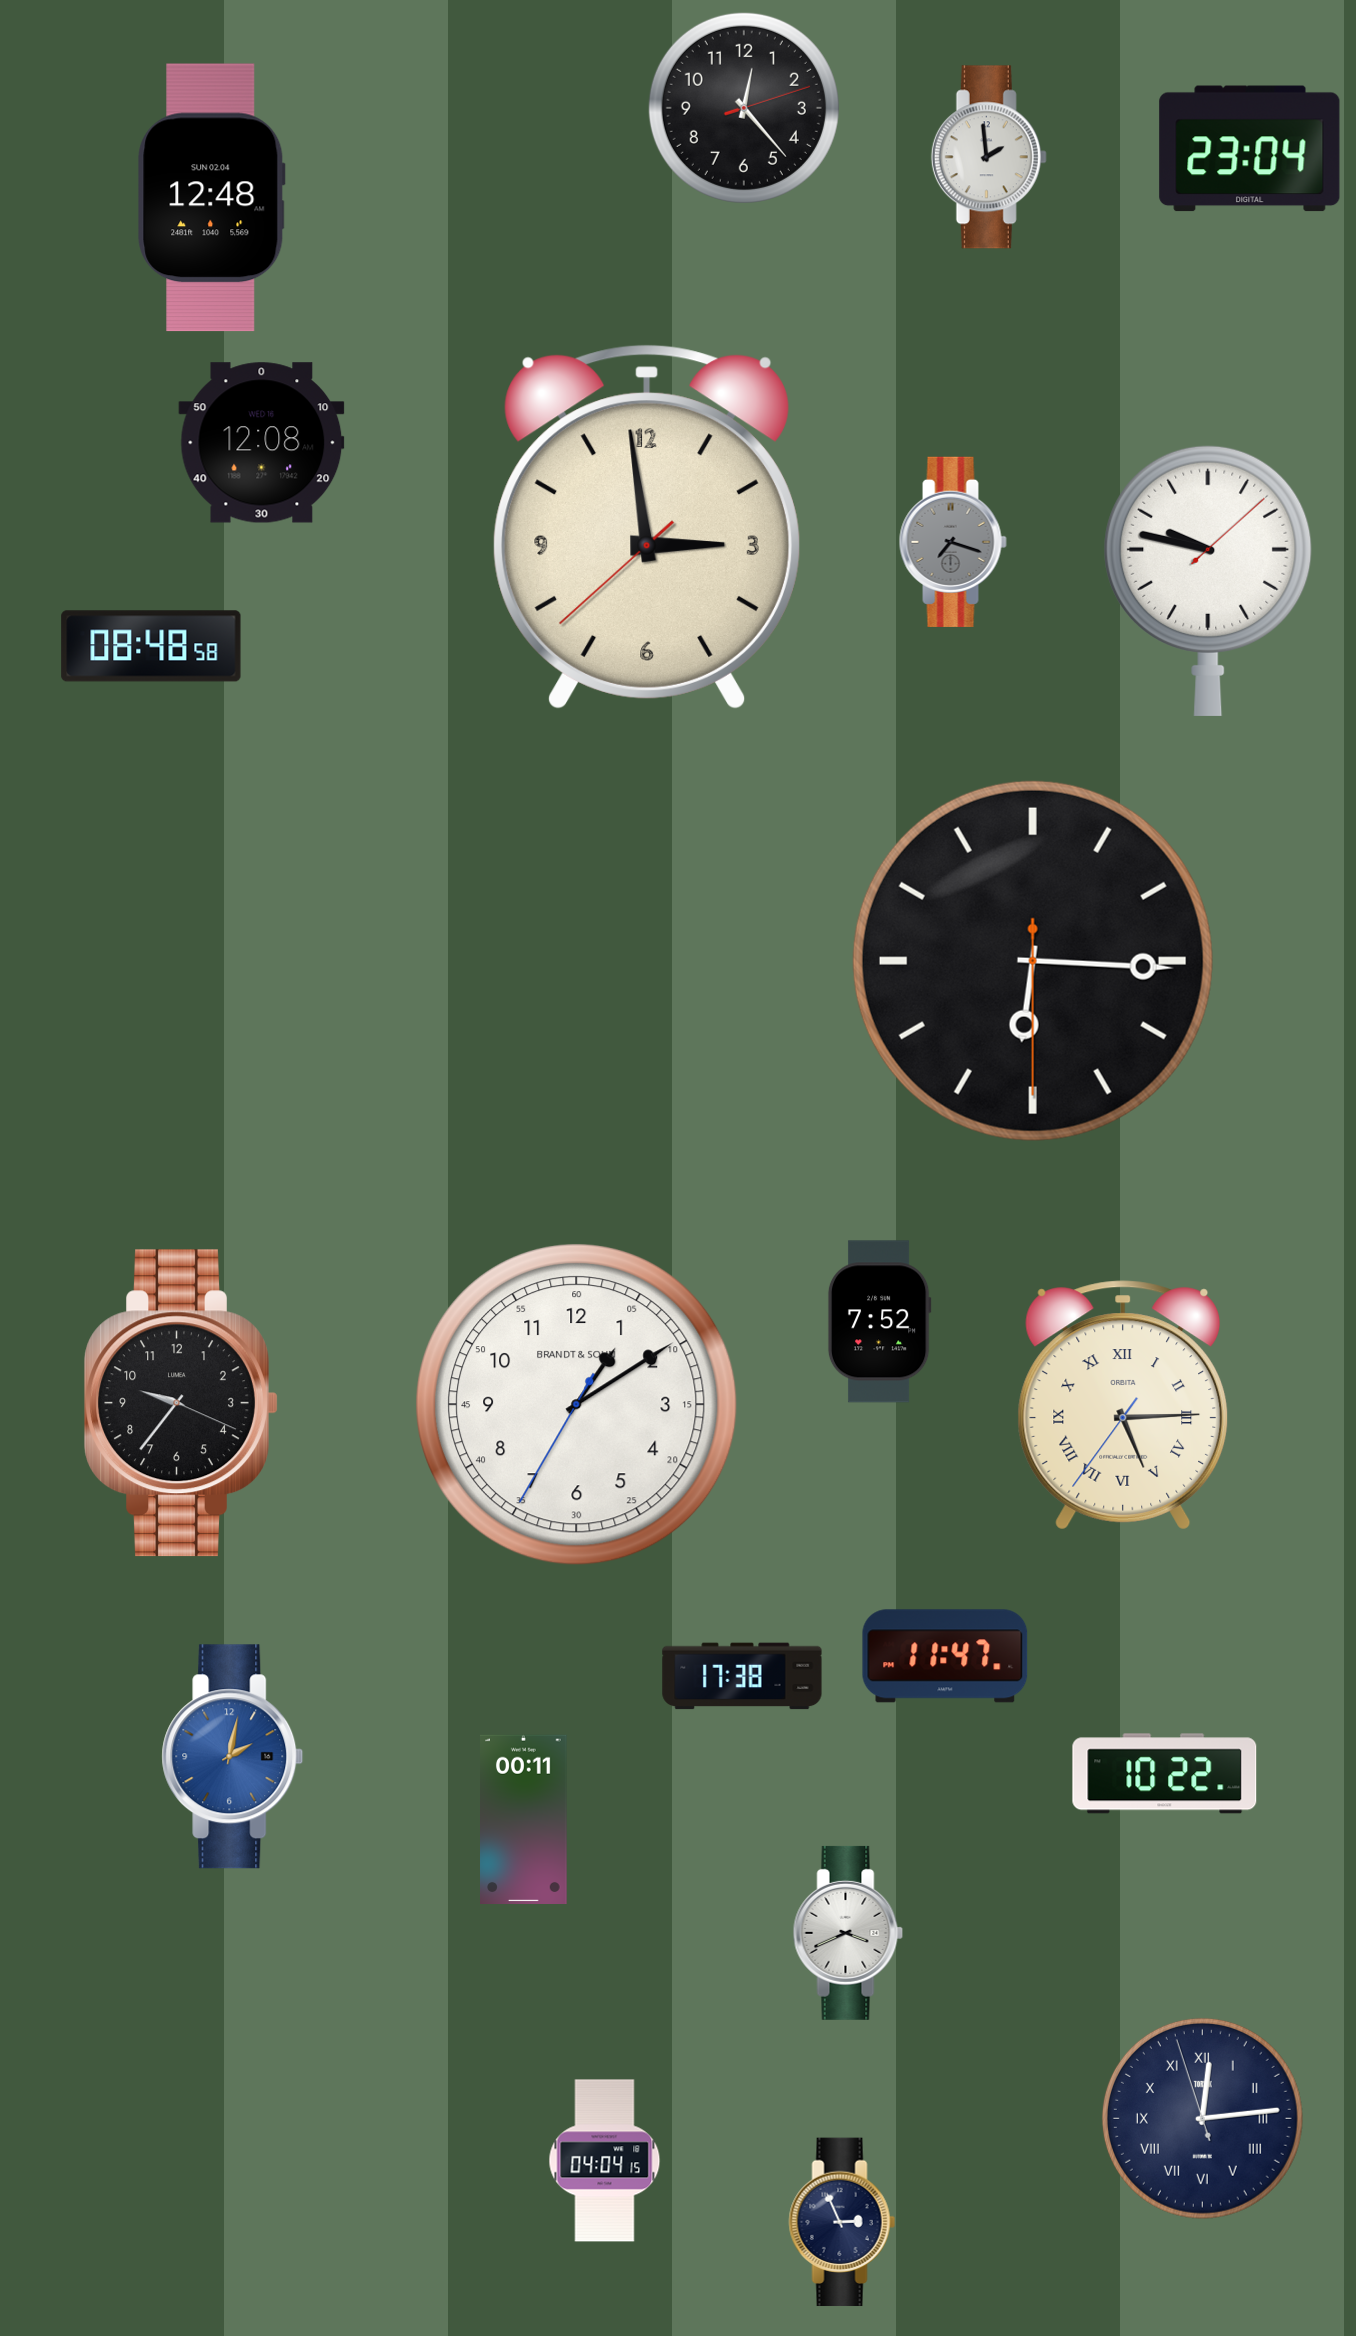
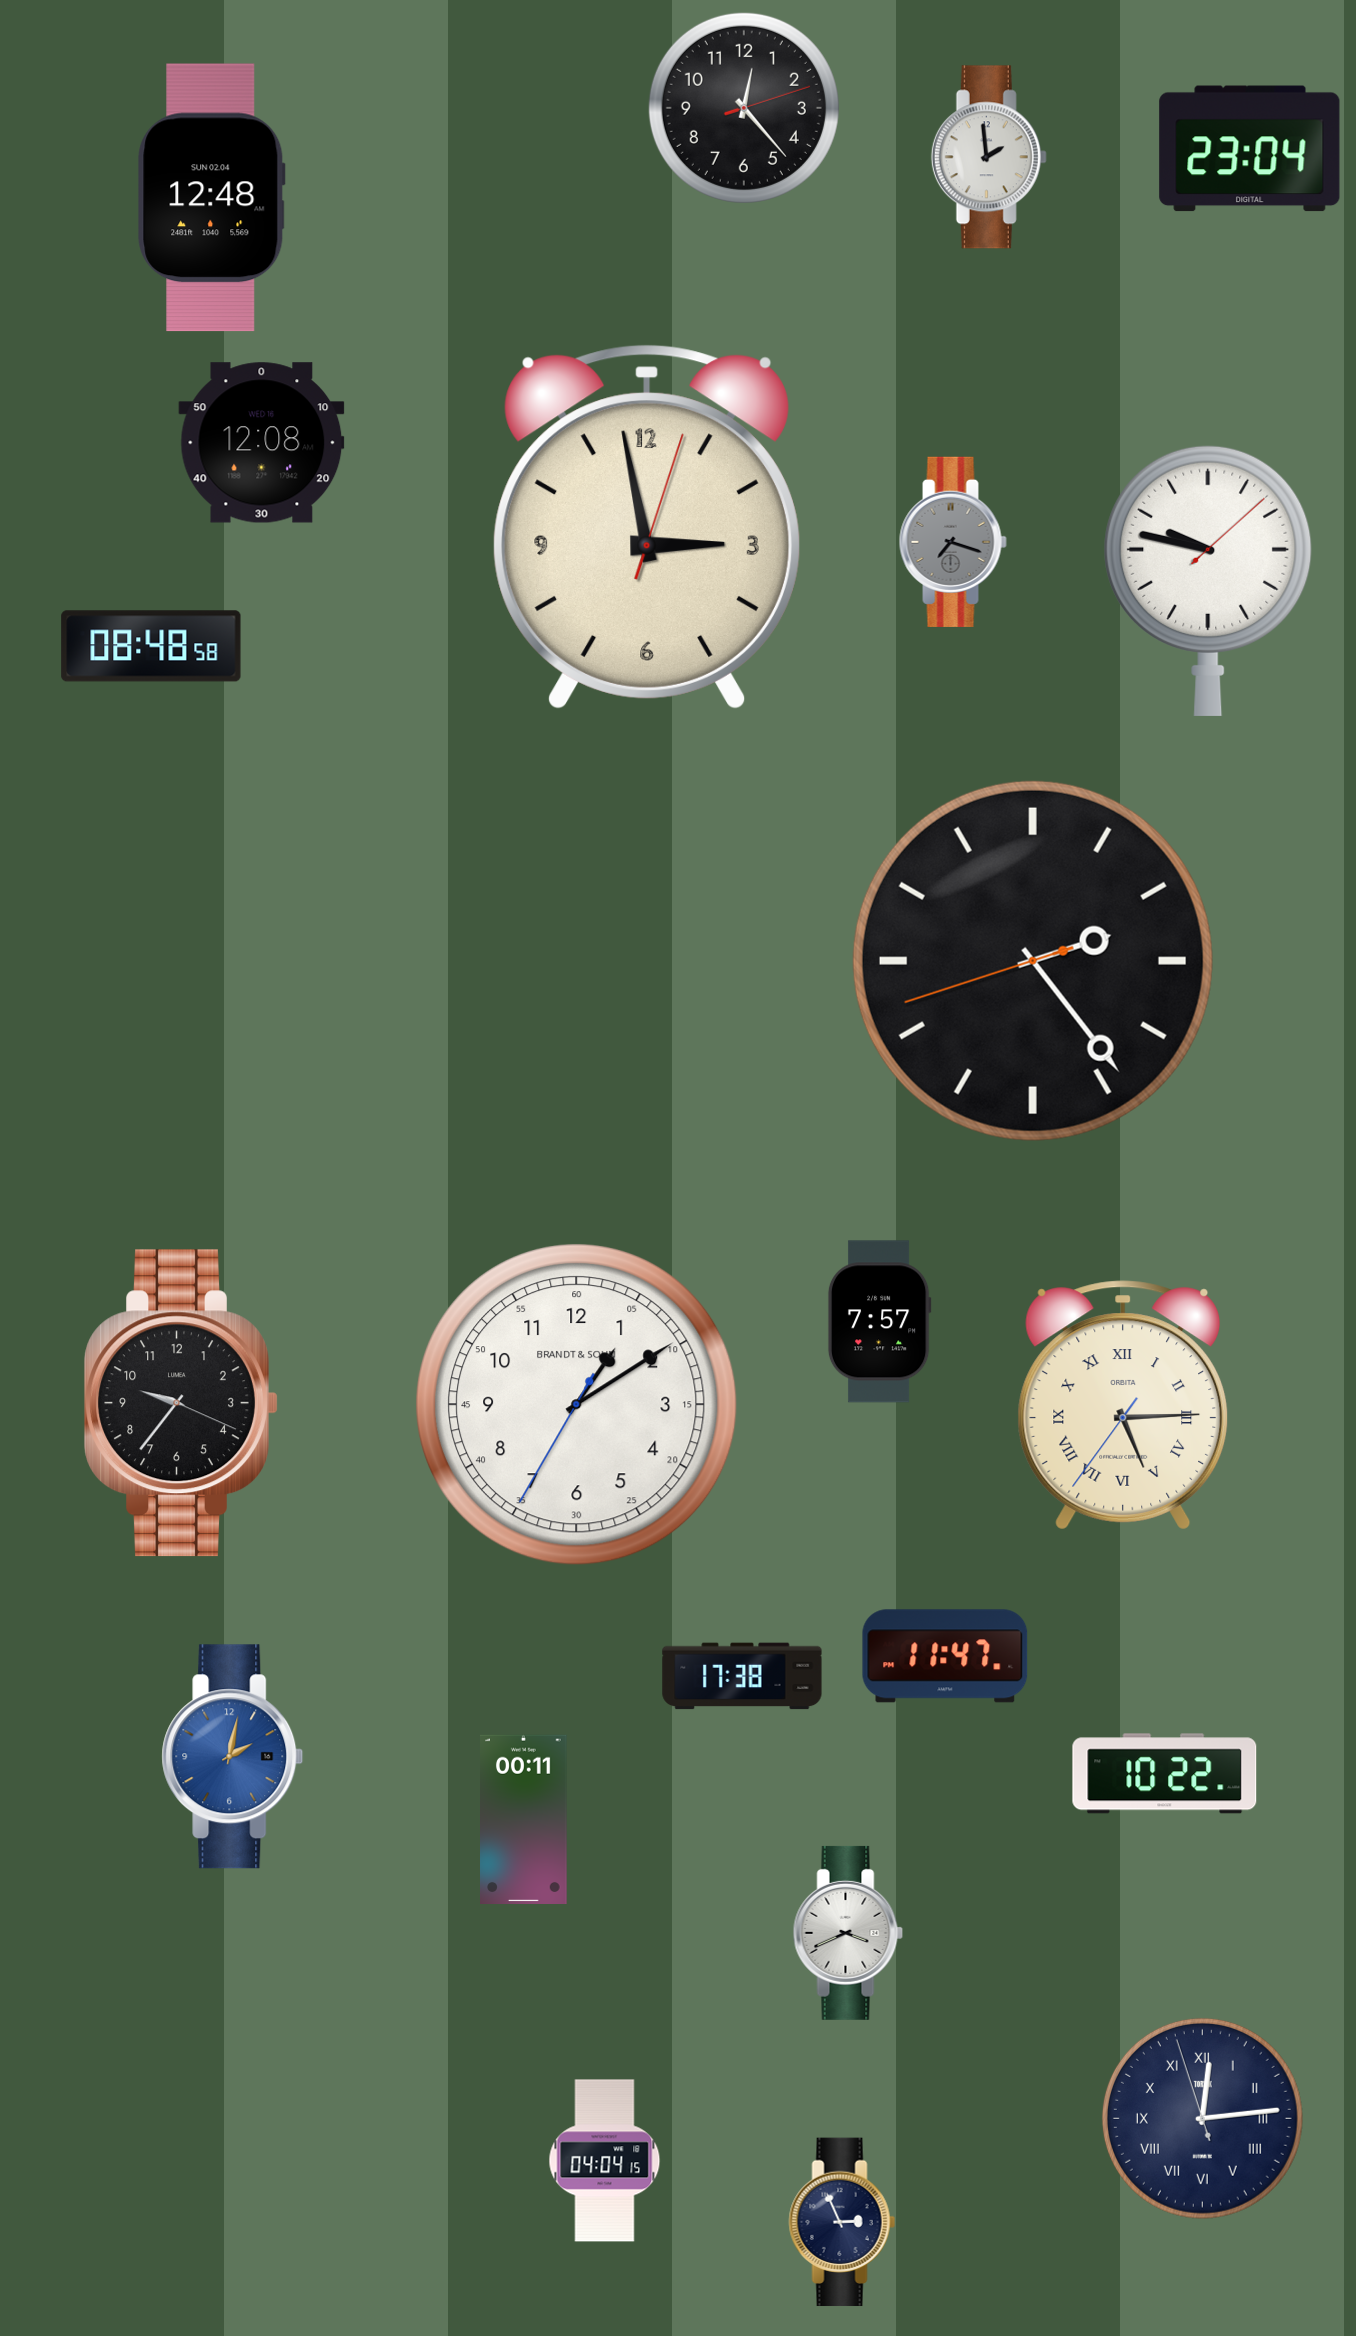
clock at (647, 527): 2:58:38 -> 2:58:03
clock at (1033, 961): 6:15 -> 2:23
clock at (879, 1322): 7:52 -> 7:57
